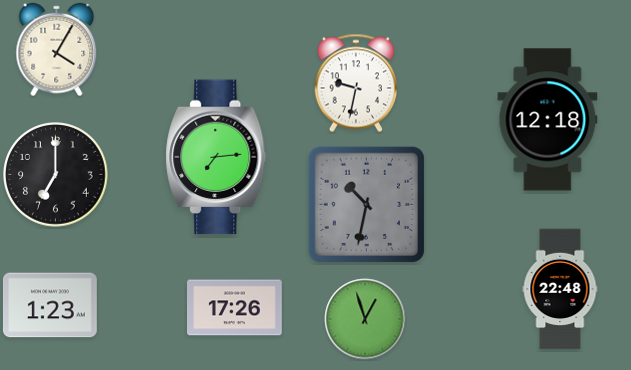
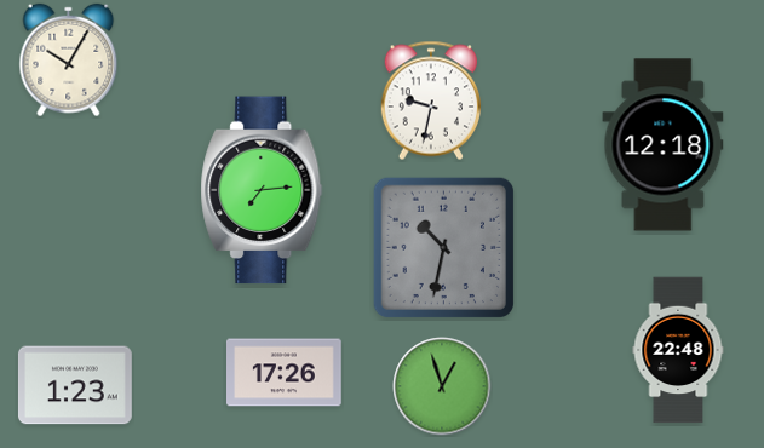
clock at (57, 50): 4:05 -> 10:05
clock at (56, 175): 7:00 -> none
clock at (50, 305) position: (50, 305) -> (75, 385)
